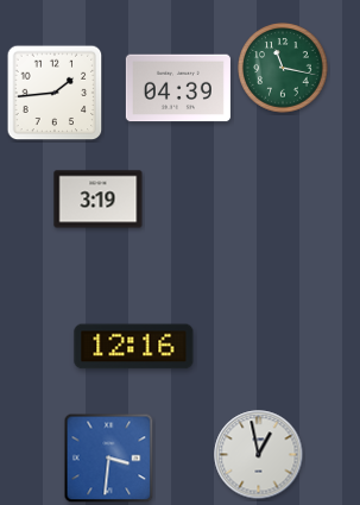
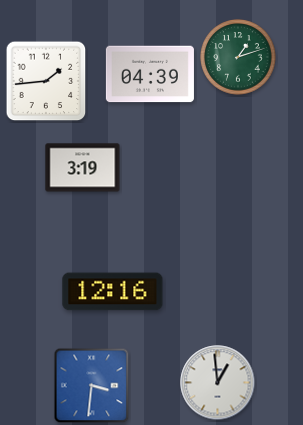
clock at (283, 68): 11:17 -> 1:12
clock at (55, 93) position: (55, 93) -> (46, 81)
clock at (259, 455): 12:58 -> 12:59
